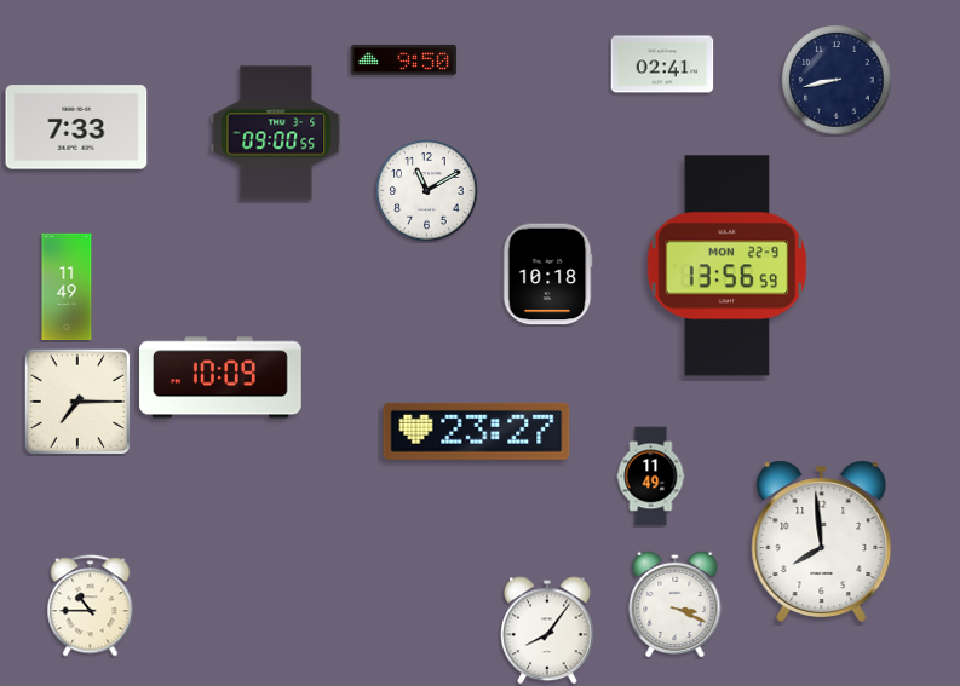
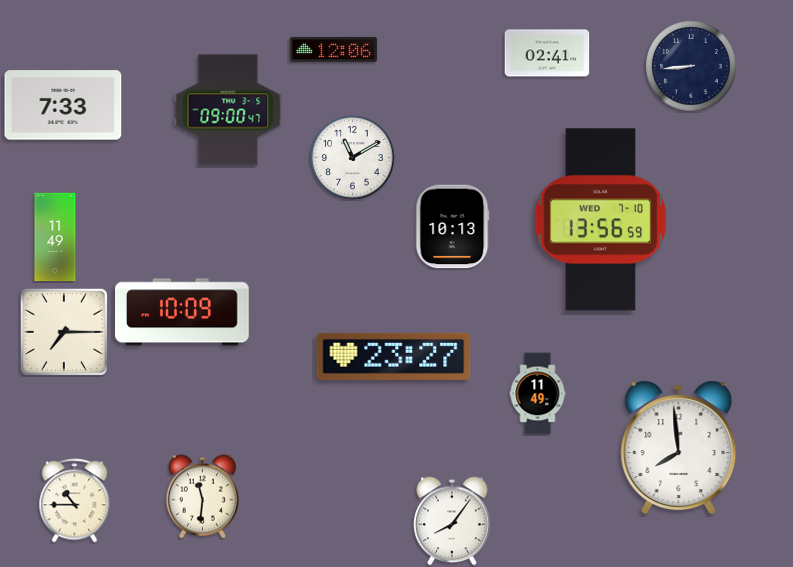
clock at (404, 59): 9:50 -> 12:06
clock at (837, 80): 8:43 -> 8:44
clock at (276, 133): 09:00:55 -> 09:00:47
clock at (728, 266) date: MON 22-9 -> WED 7-10
clock at (547, 275): 10:18 -> 10:13
clock at (202, 497): none -> 11:31
clock at (676, 604): 3:19 -> none
